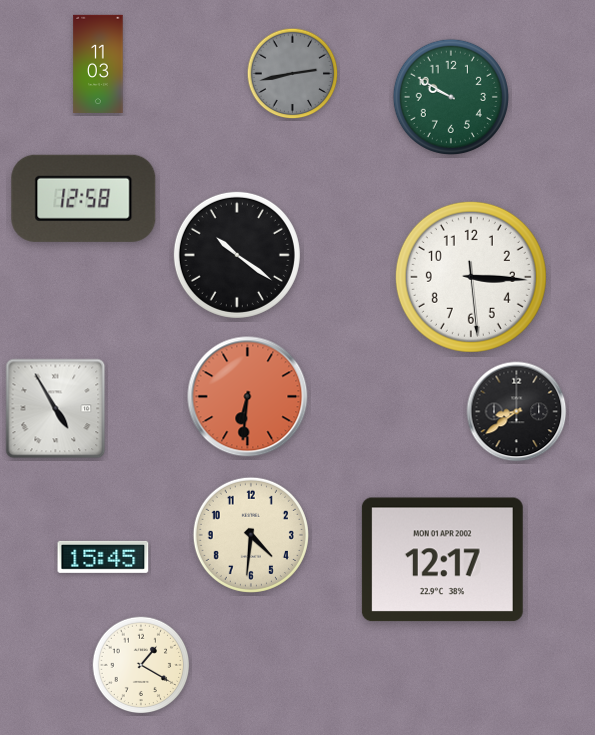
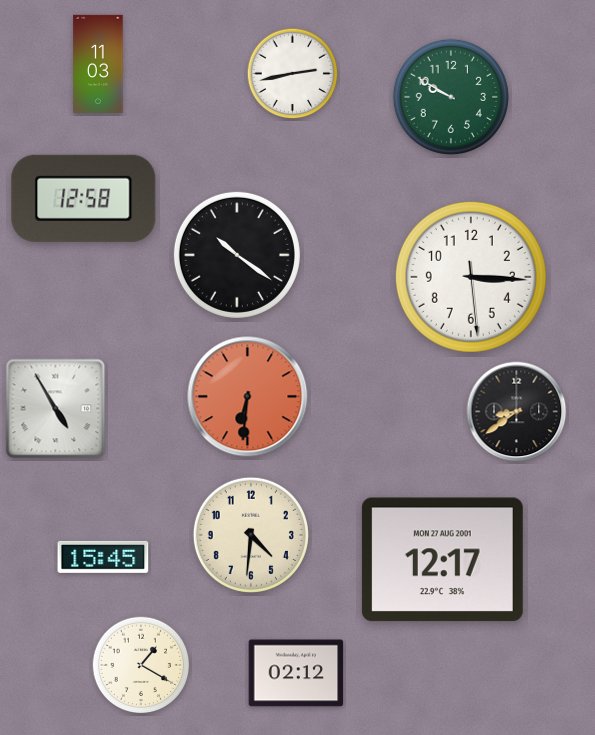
clock at (293, 74) dial: grey -> white
clock at (442, 560) date: MON 01 APR 2002 -> MON 27 AUG 2001
clock at (296, 673): none -> 02:12
